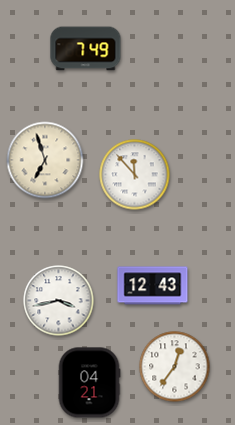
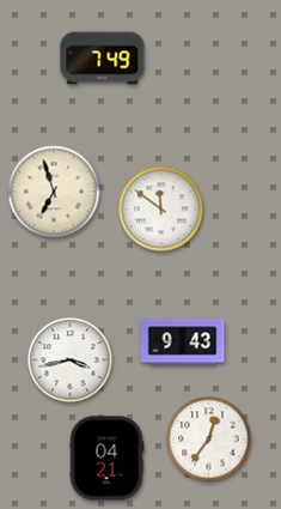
clock at (135, 175): 11:53 -> 11:51
clock at (153, 286): 12:43 -> 9:43
